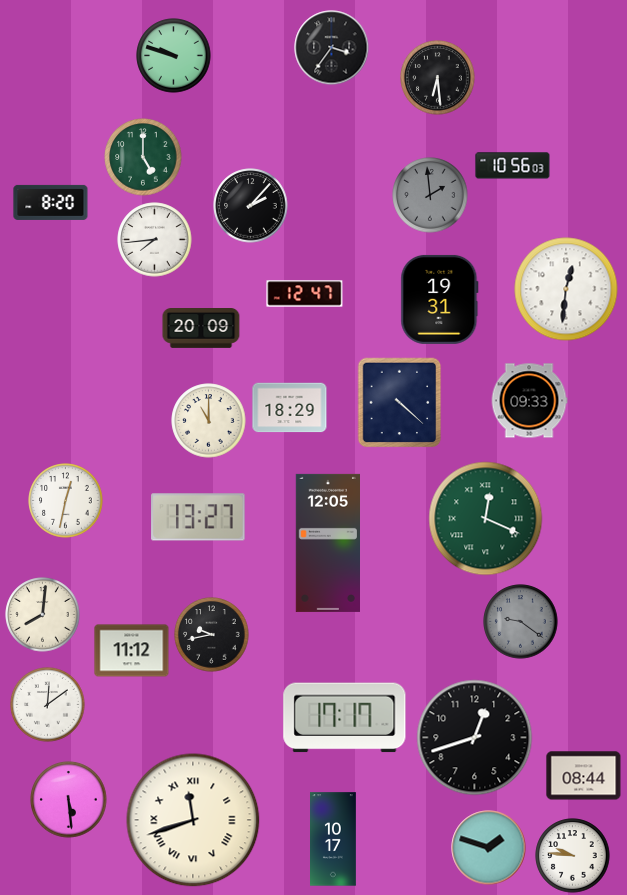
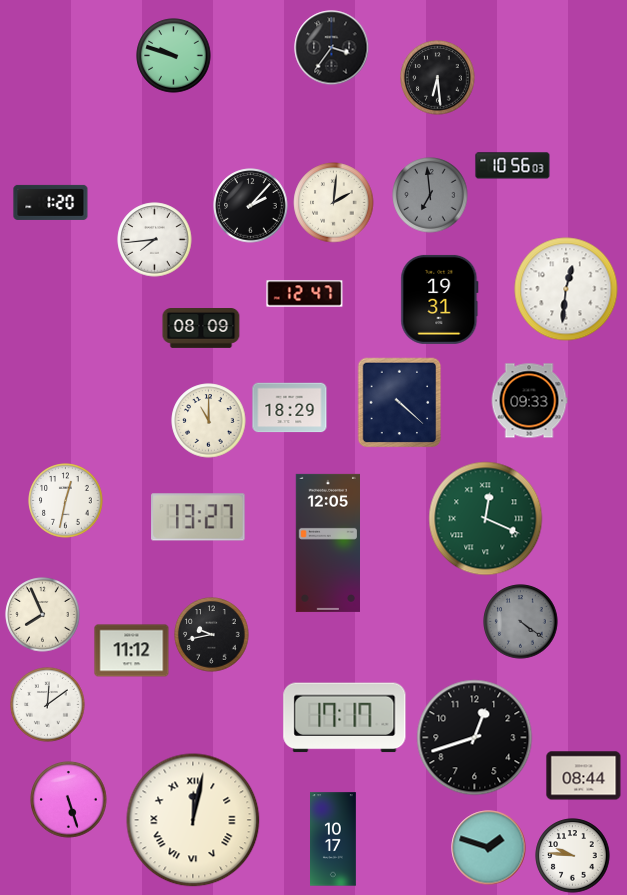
clock at (143, 157): 5:00 -> none
clock at (430, 195): 1:59 -> 6:59
clock at (51, 202): 8:20 -> 1:20
clock at (334, 203): none -> 2:01
clock at (201, 329): 20:09 -> 08:09
clock at (43, 615): 8:01 -> 7:56
clock at (521, 622): 9:21 -> 4:21
clock at (69, 800): 5:29 -> 5:27
clock at (193, 820): 11:42 -> 12:02
